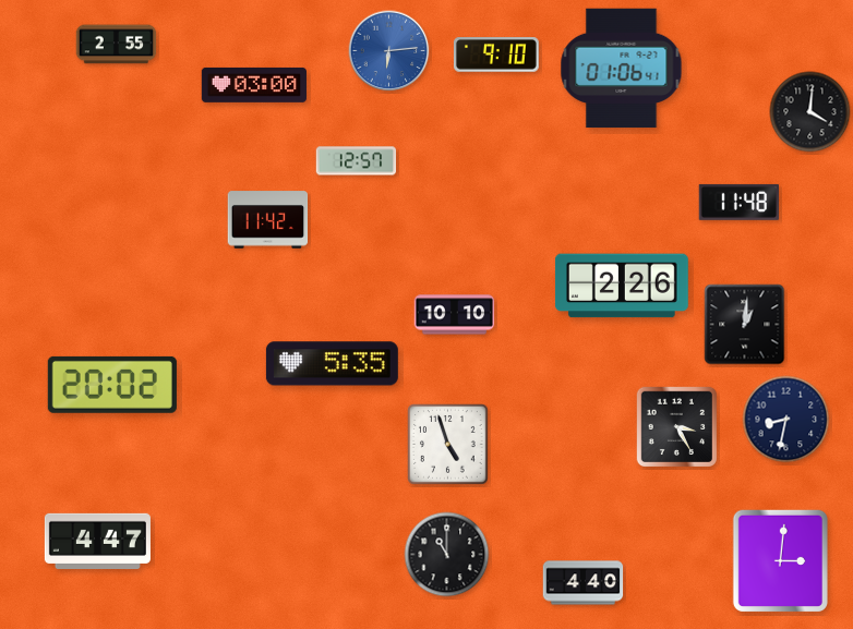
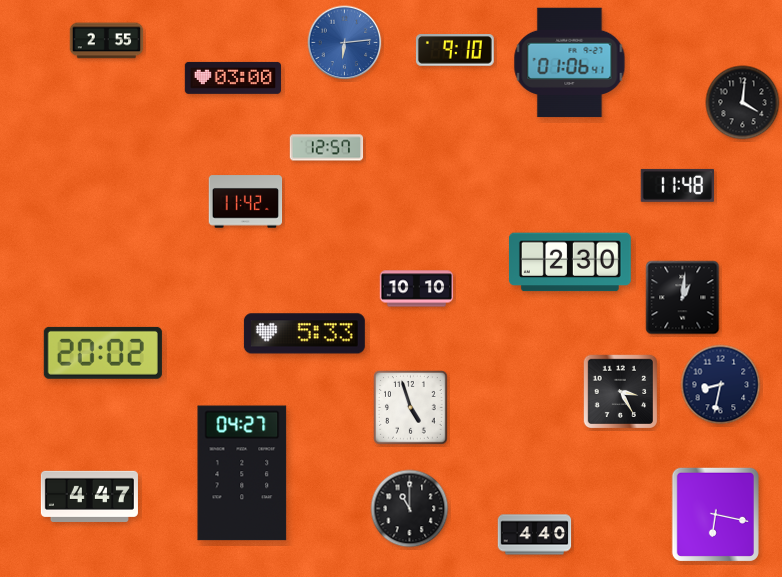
clock at (389, 51) position: (389, 51) -> (345, 43)
clock at (622, 286): 2:26 -> 2:30
clock at (332, 364): 5:35 -> 5:33
clock at (242, 473): none -> 04:27
clock at (780, 560): 3:01 -> 6:17
